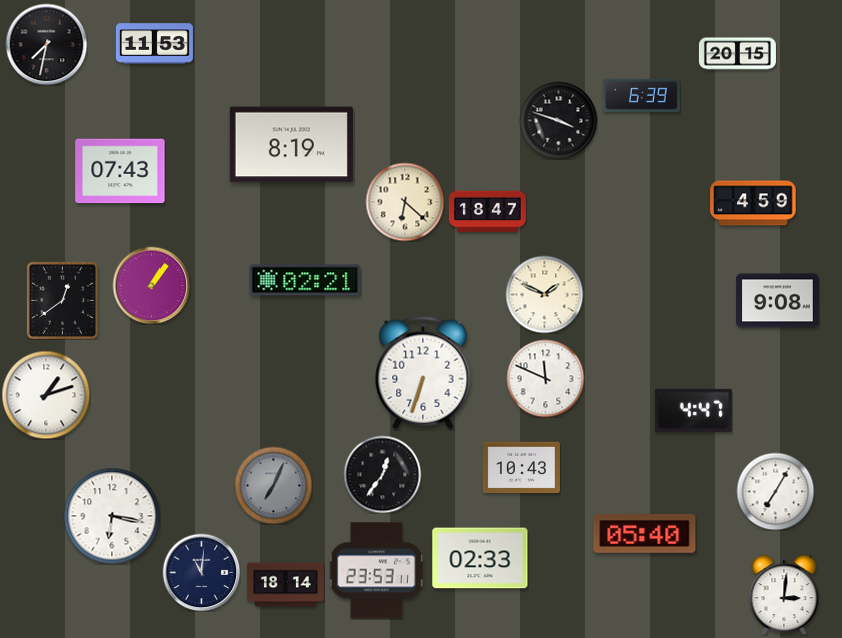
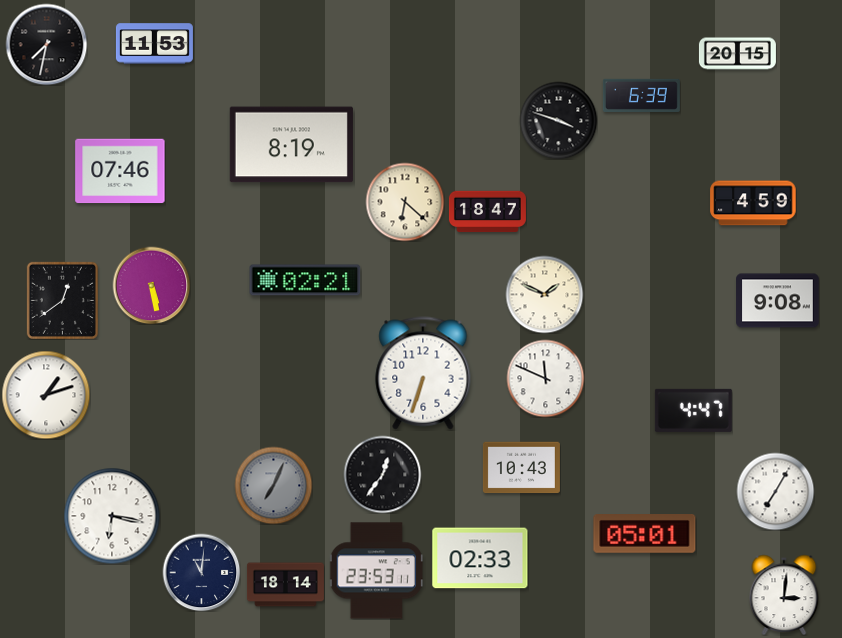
clock at (120, 171): 07:43 -> 07:46
clock at (151, 285): 1:06 -> 5:28
clock at (645, 534): 05:40 -> 05:01
